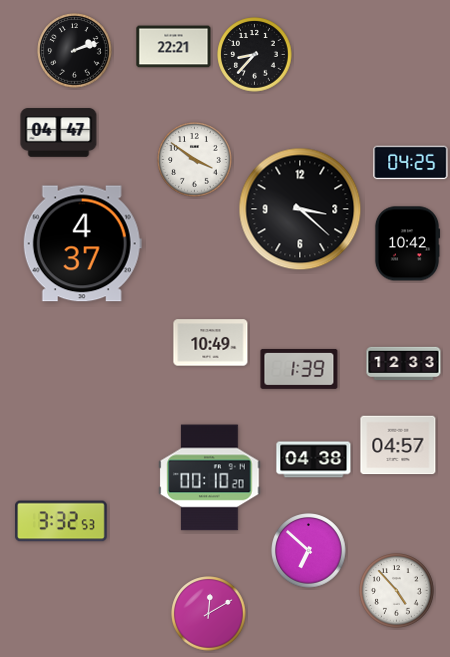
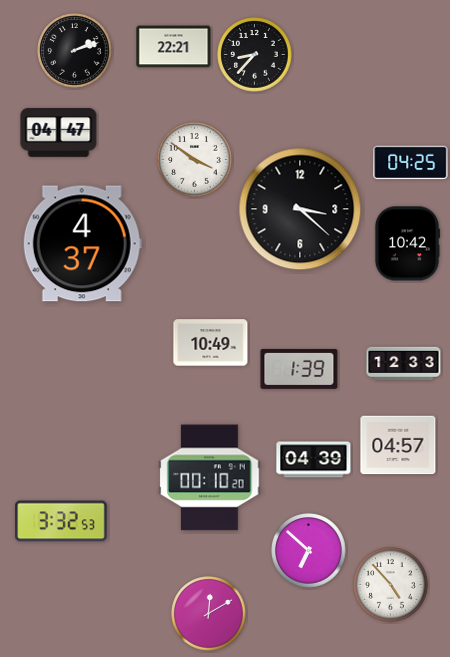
clock at (314, 460): 04:38 -> 04:39
clock at (397, 591) position: (397, 591) -> (391, 585)
